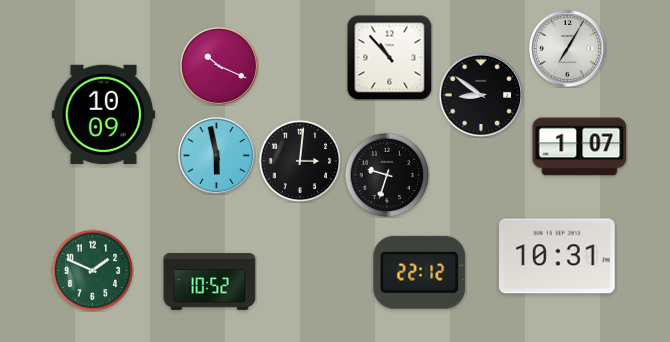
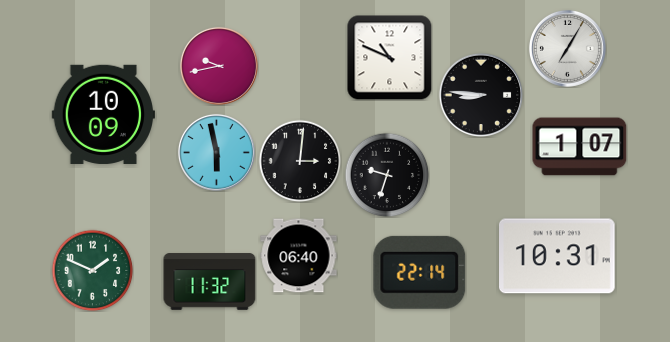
clock at (389, 57): 10:53 -> 10:49
clock at (219, 66): 10:19 -> 9:43
clock at (481, 95): 8:51 -> 8:46
clock at (216, 155) position: (216, 155) -> (216, 152)
clock at (299, 256): none -> 06:40
clock at (420, 272): 22:12 -> 22:14
clock at (210, 282): 10:52 -> 11:32
